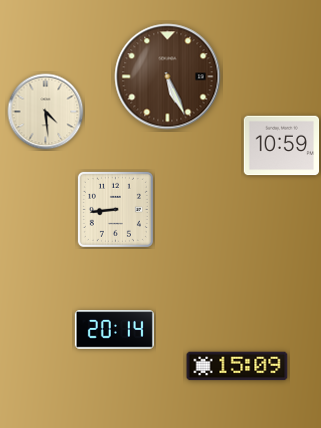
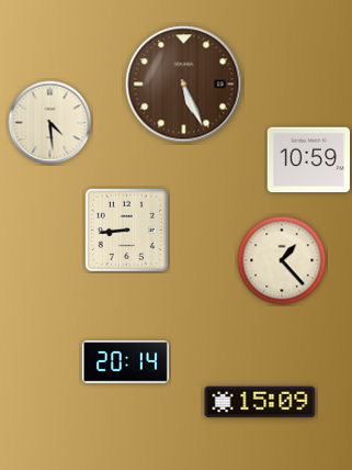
clock at (282, 260): none -> 1:23
